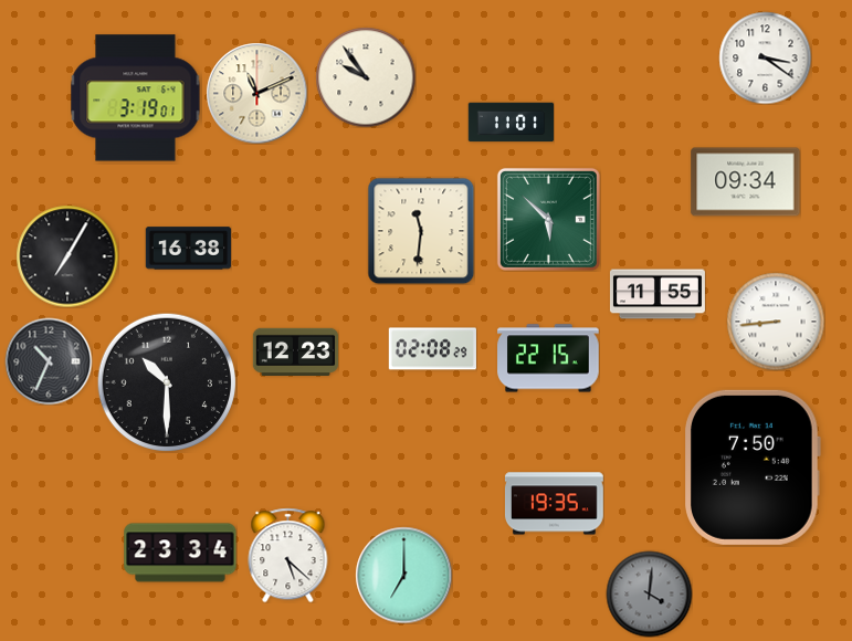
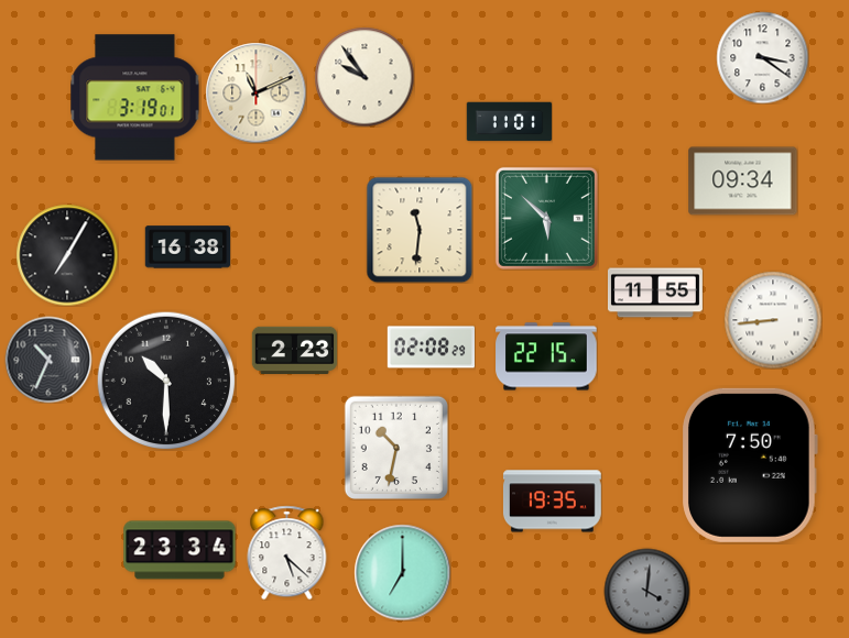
clock at (295, 351): 12:23 -> 2:23
clock at (396, 448): none -> 10:32
